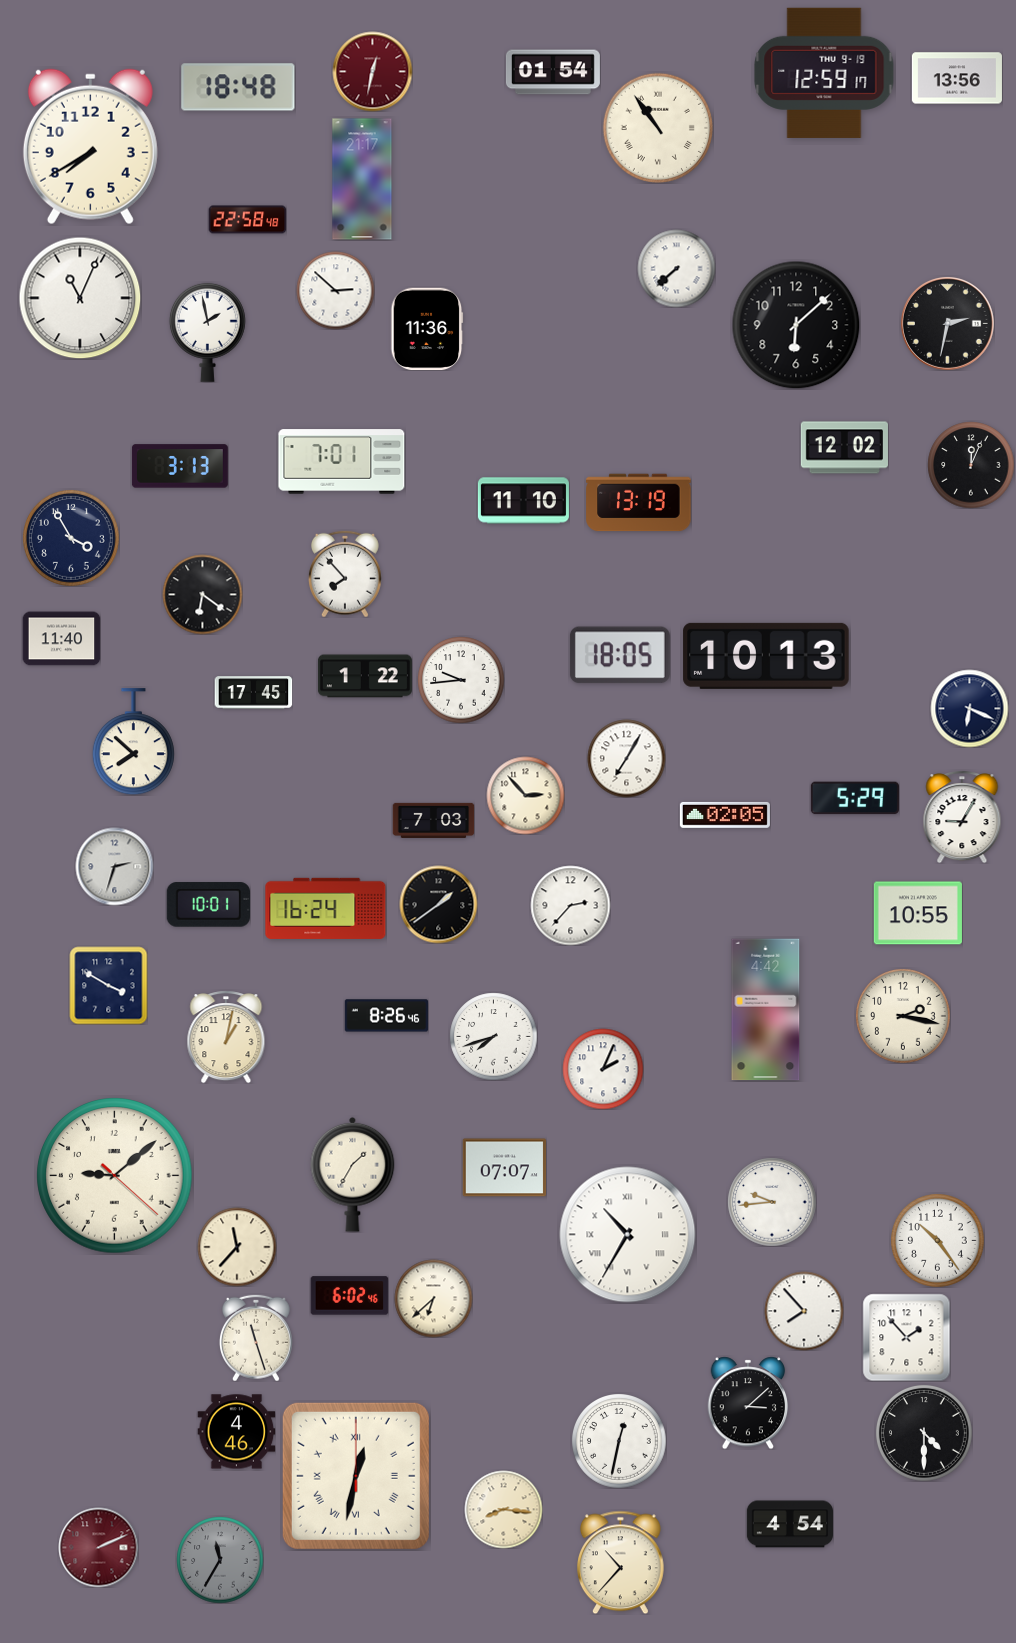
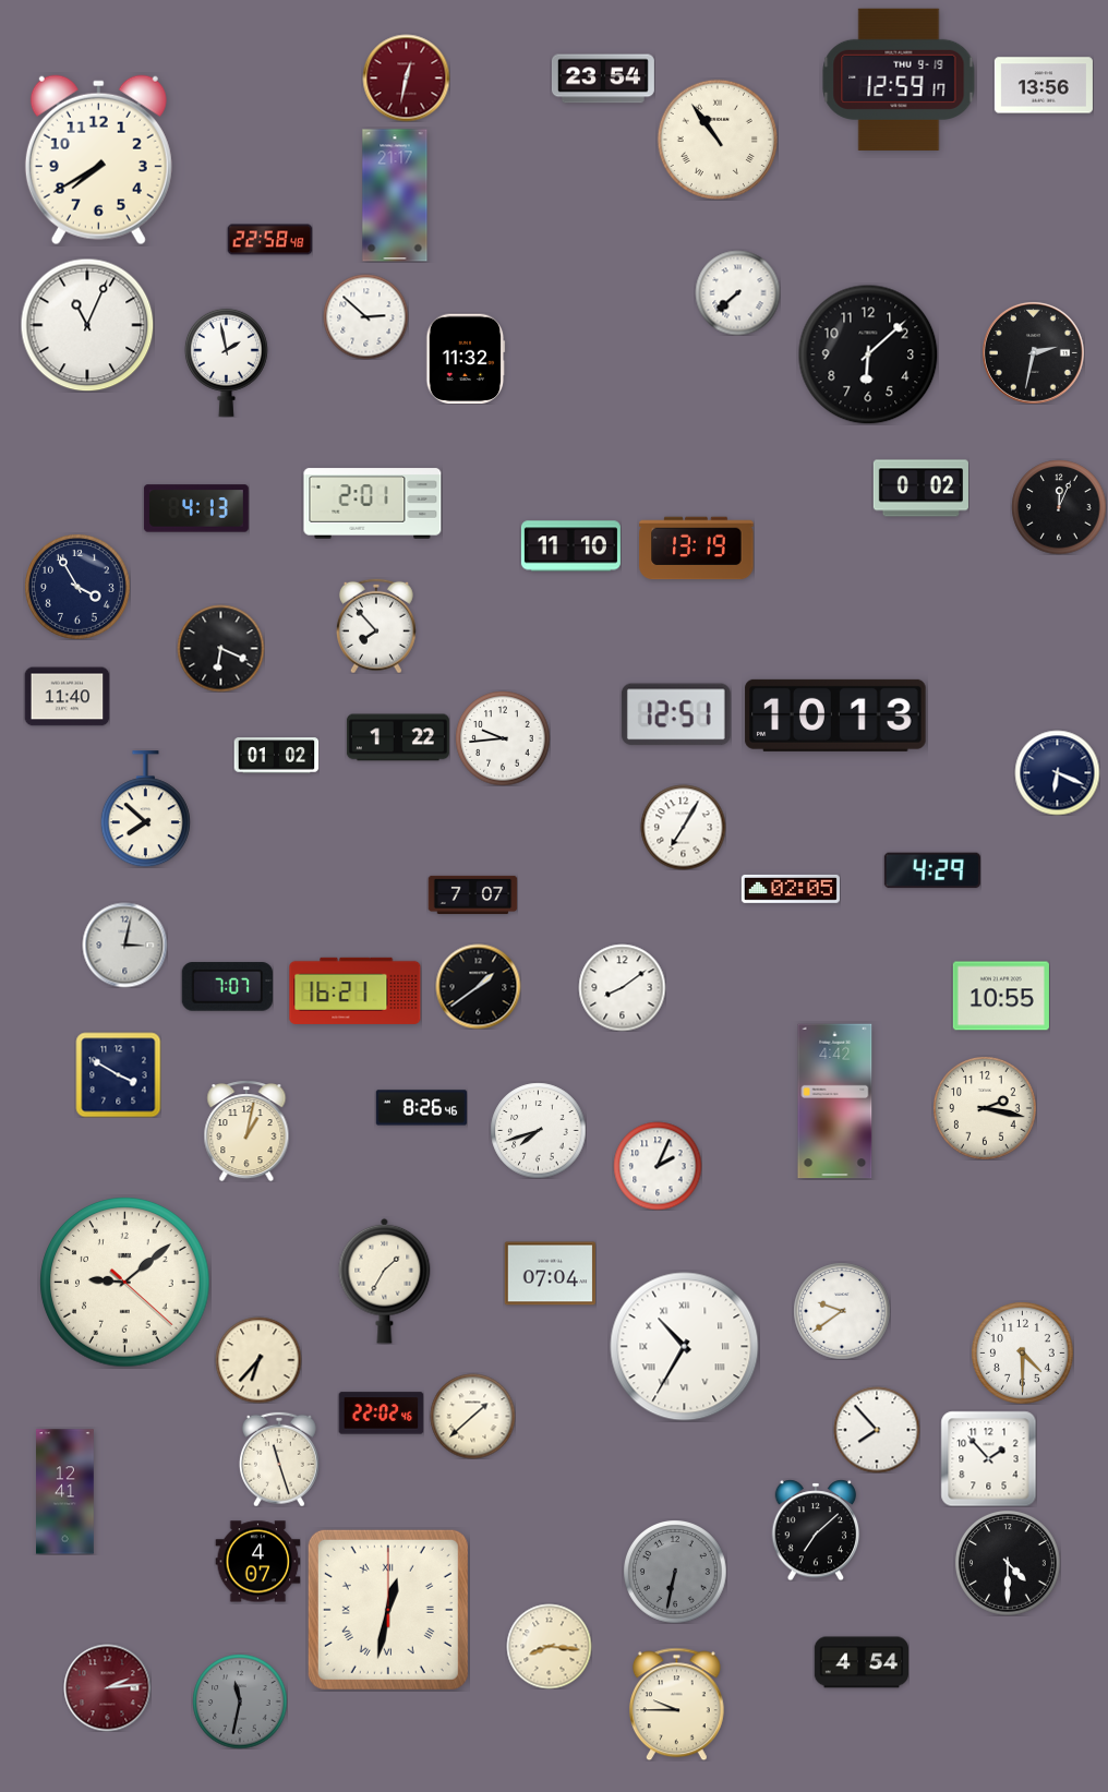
clock at (553, 72): 01:54 -> 23:54
clock at (238, 87): 18:48 -> none
clock at (427, 329): 11:36 -> 11:32
clock at (844, 448): 12:02 -> 0:02
clock at (342, 462): 7:01 -> 2:01
clock at (180, 466): 3:13 -> 4:13
clock at (202, 594): 6:21 -> 6:19
clock at (620, 655): 18:05 -> 12:51
clock at (461, 680) position: (461, 680) -> (503, 738)
clock at (253, 693): 17:45 -> 01:02
clock at (525, 795): 2:53 -> none
clock at (855, 798): 5:29 -> 4:29
clock at (962, 817): 9:05 -> none
clock at (433, 820): 7:03 -> 7:07
clock at (114, 866): 2:33 -> 3:02
clock at (208, 905): 10:01 -> 7:07
clock at (570, 905): 2:37 -> 8:09
clock at (326, 908): 16:24 -> 16:21
clock at (504, 1168): 07:07 -> 07:04
clock at (772, 1202): 9:44 -> 9:39
clock at (937, 1240): 10:24 -> 4:30
clock at (237, 1247): 11:37 -> 6:37
clock at (349, 1296): 6:02 -> 22:02
clock at (433, 1298): 6:38 -> 1:38
clock at (65, 1492): none -> 12:41
clock at (748, 1403): 3:08 -> 7:08
clock at (236, 1432): 4:46 -> 4:07
clock at (619, 1441): 12:32 -> 6:32
clock at (619, 1441) dial: white -> grey
clock at (98, 1547): 2:11 -> 2:14
clock at (220, 1560): 11:35 -> 11:32
clock at (620, 1562): 10:37 -> 9:45
